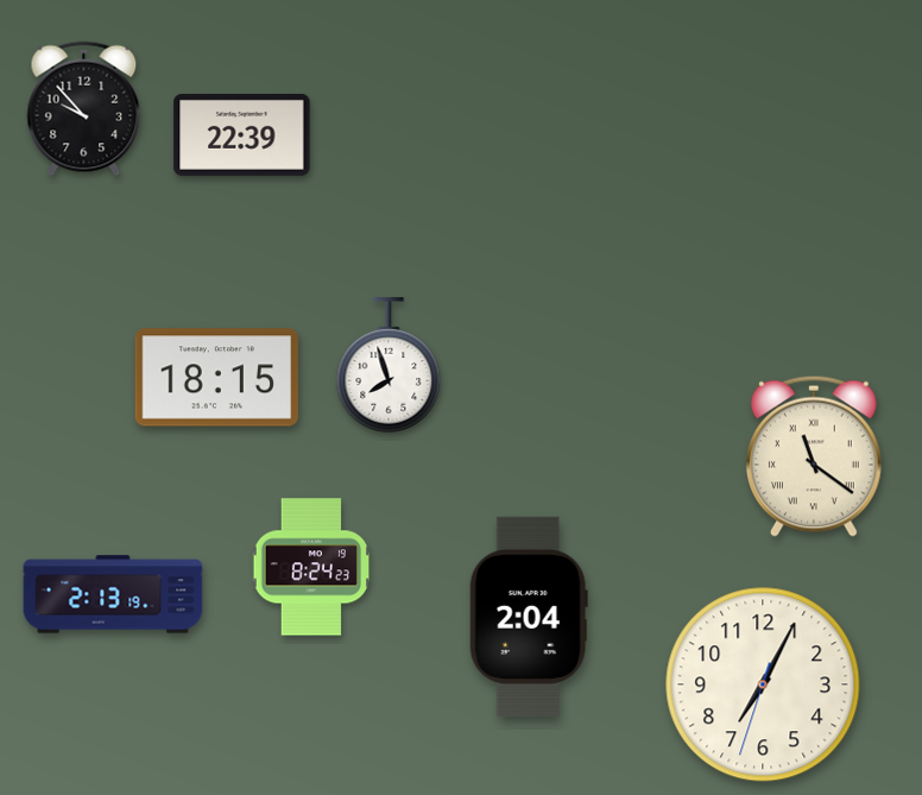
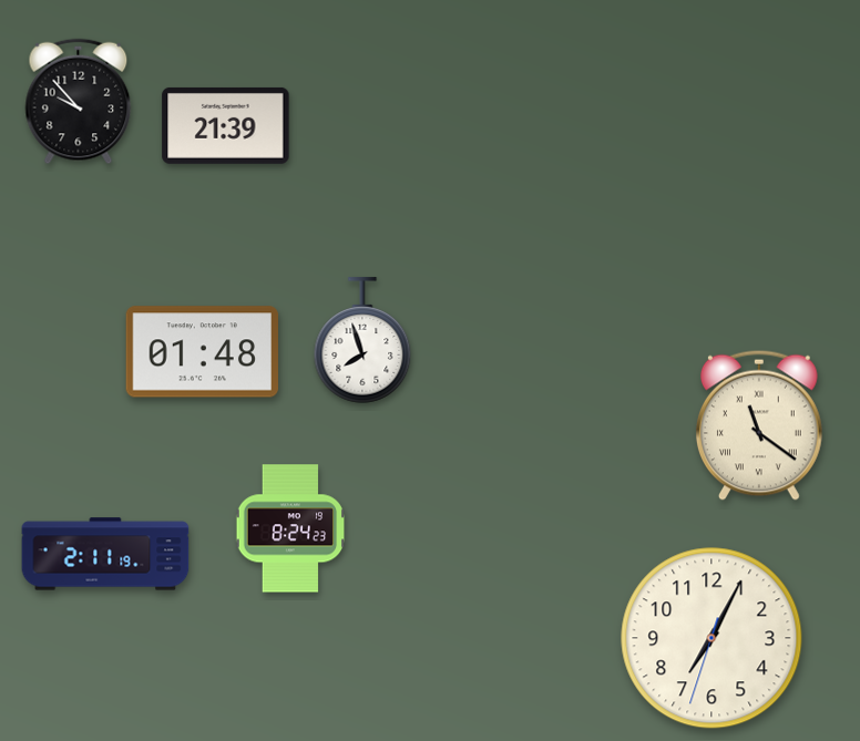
clock at (242, 134): 22:39 -> 21:39
clock at (217, 378): 18:15 -> 01:48
clock at (113, 594): 2:13 -> 2:11
clock at (529, 617): 2:04 -> none
